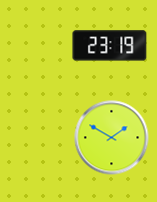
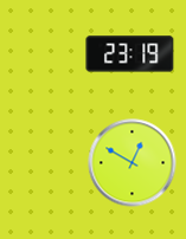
clock at (112, 138): 1:50 -> 12:50
